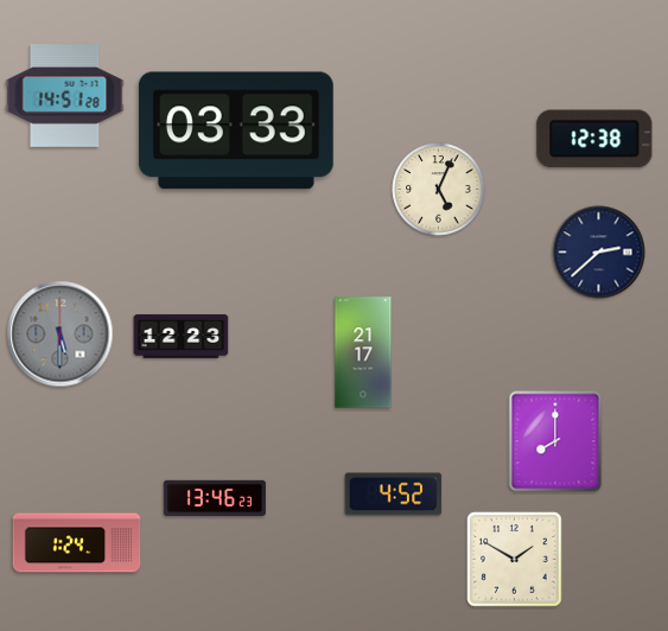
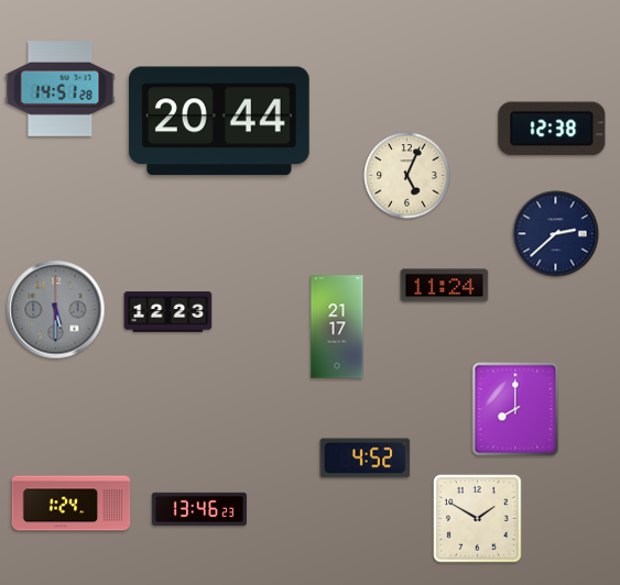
clock at (236, 130): 03:33 -> 20:44
clock at (445, 286): none -> 11:24
clock at (215, 498) position: (215, 498) -> (199, 509)
